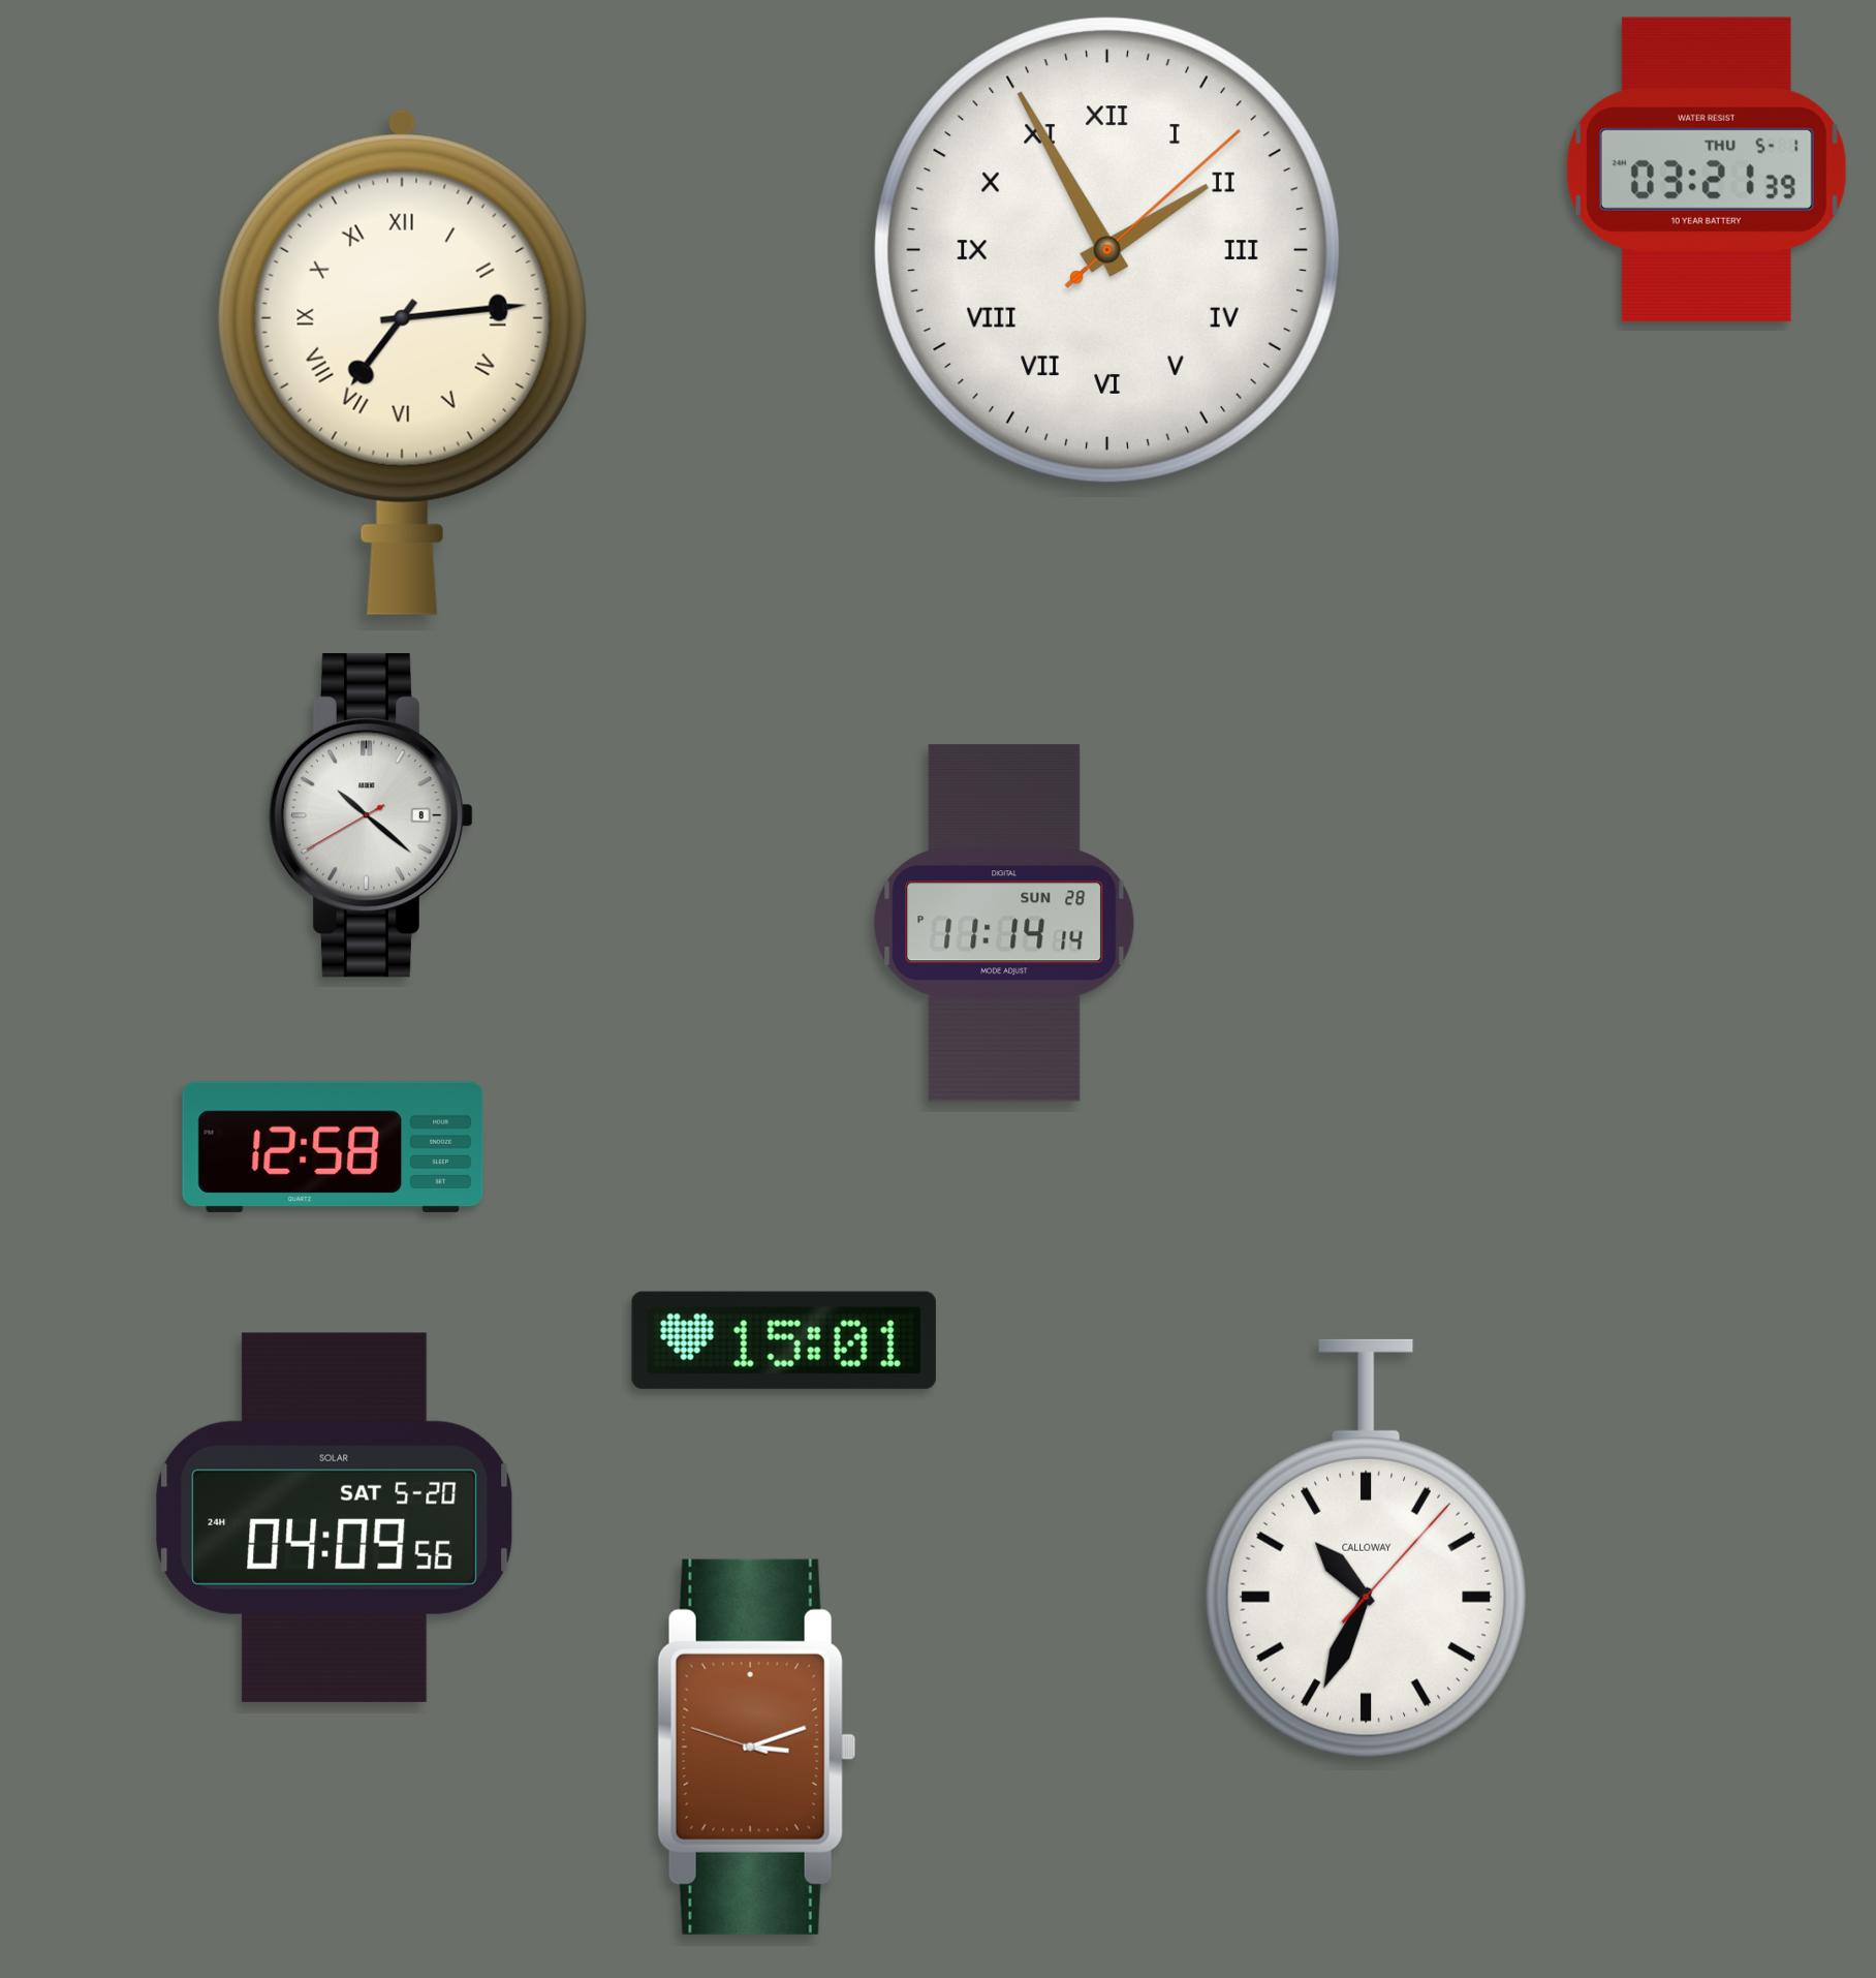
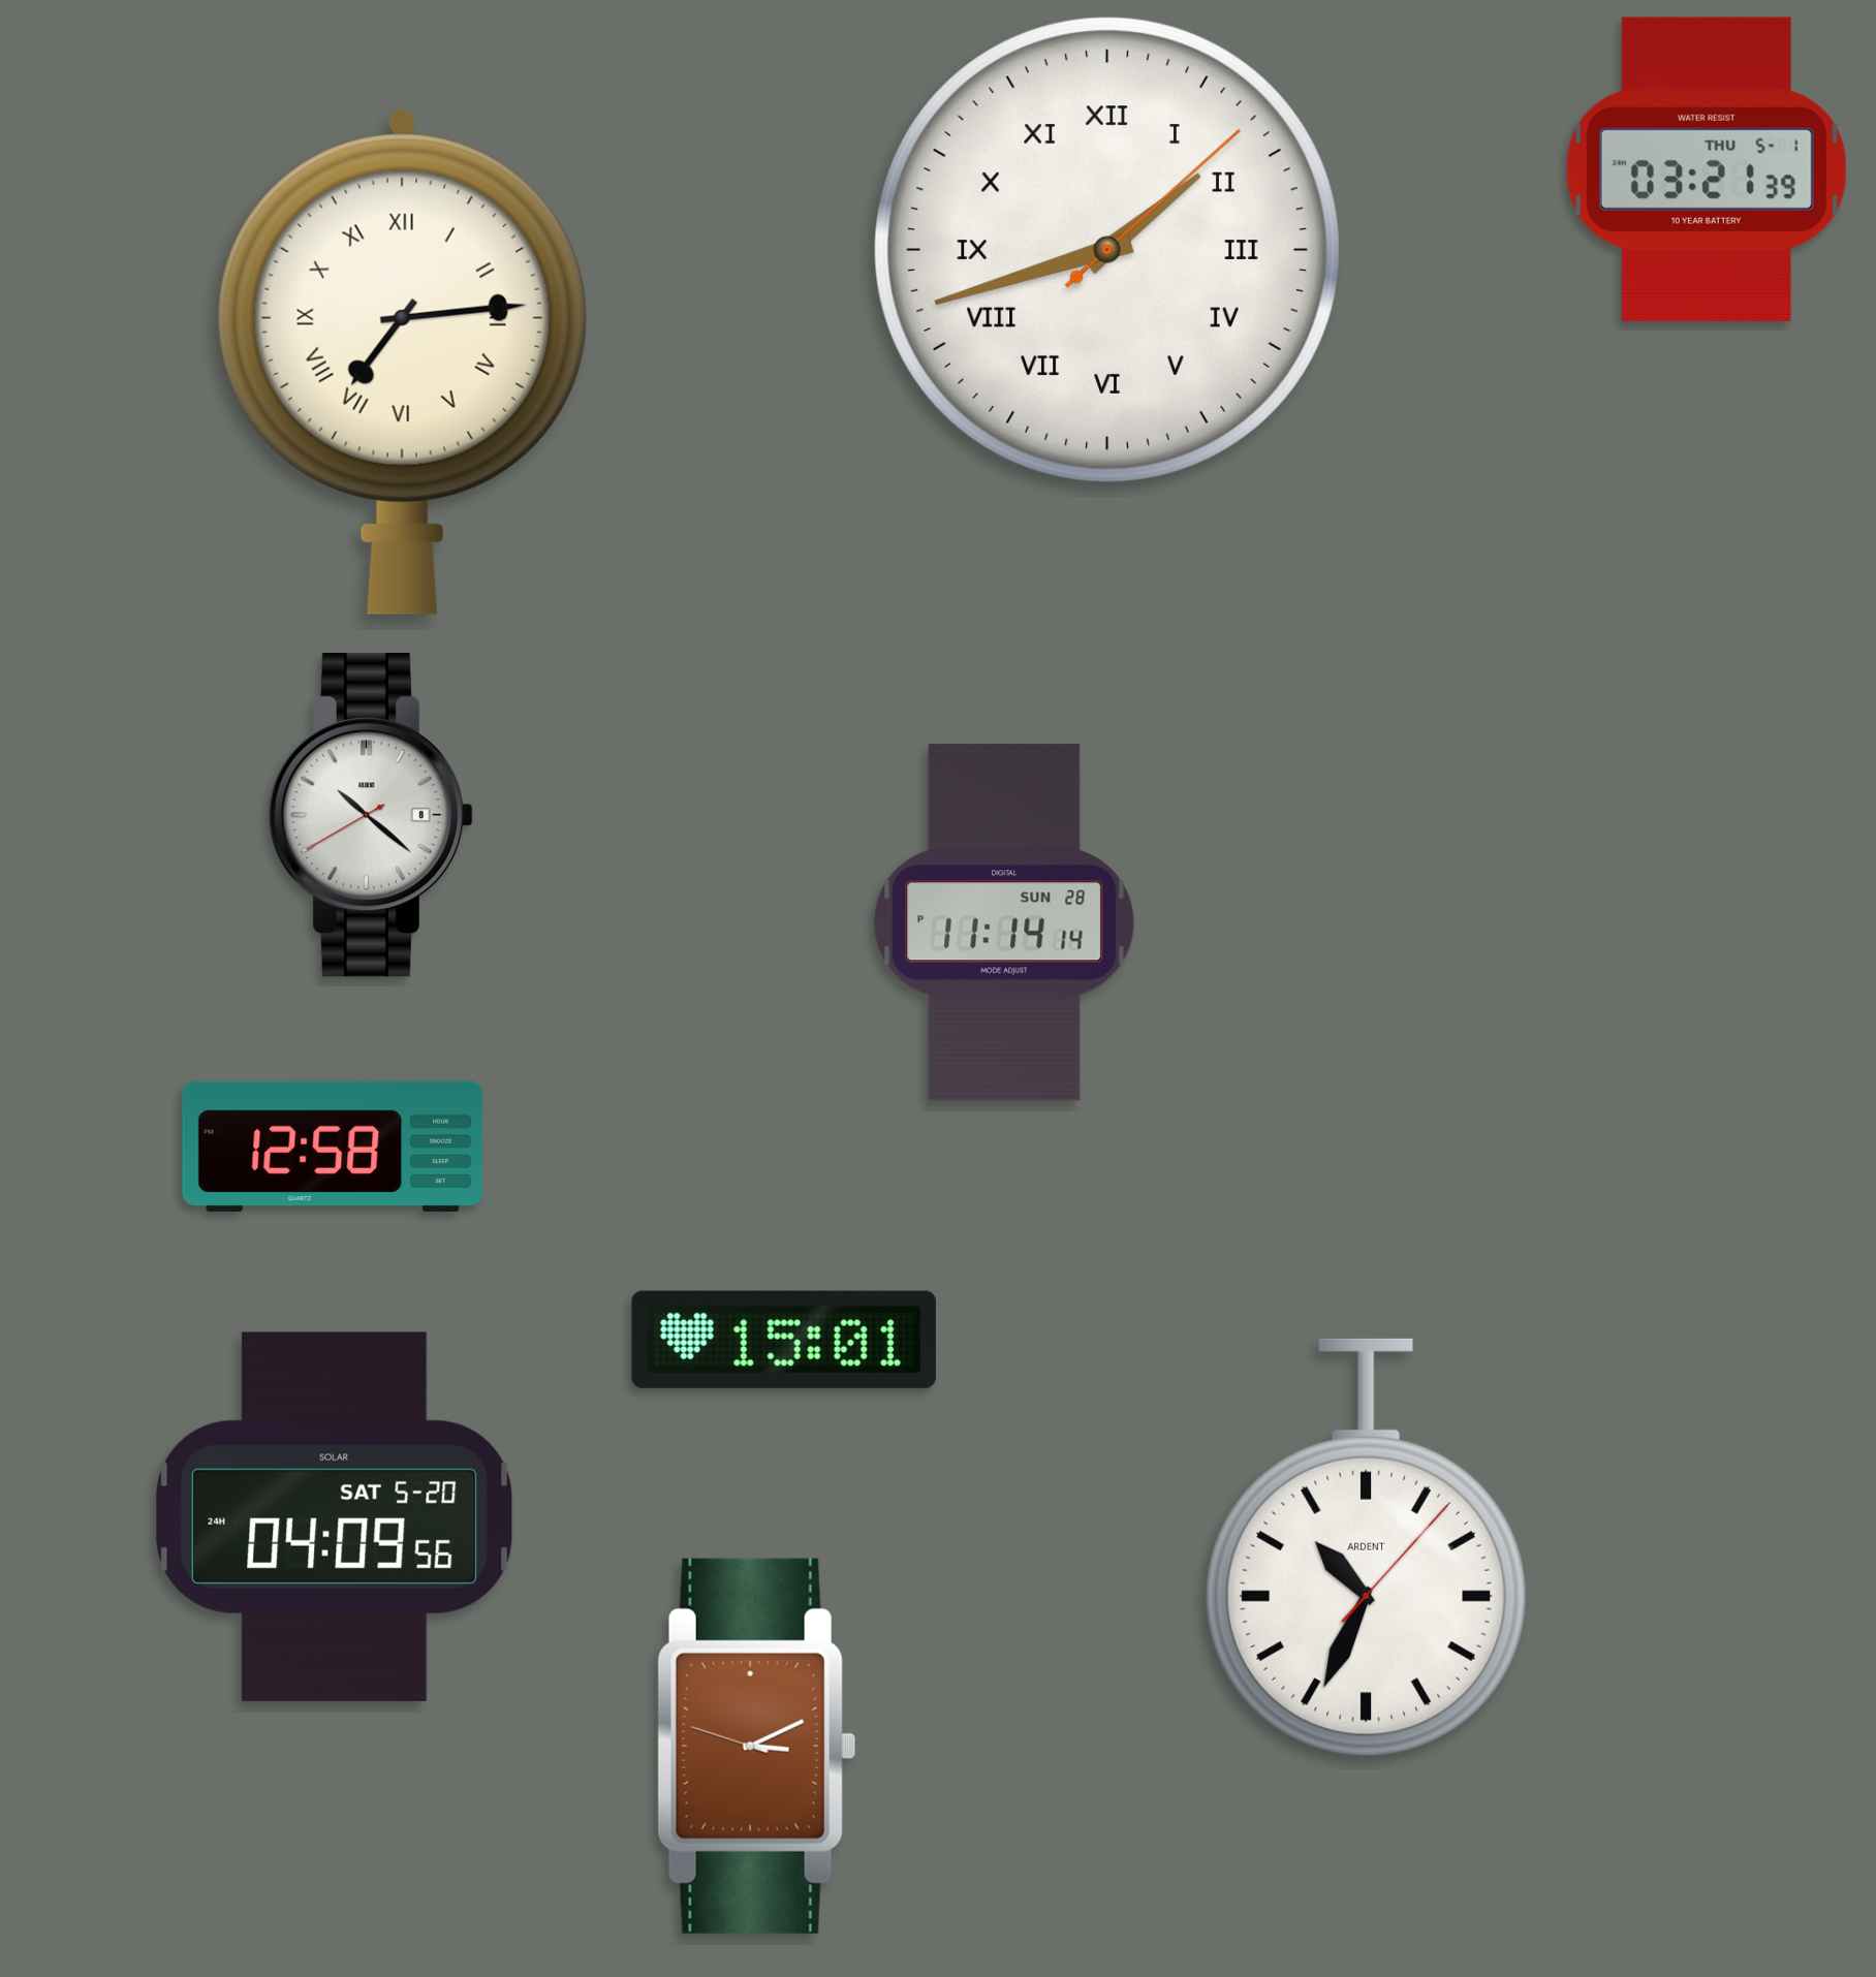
clock at (1107, 250): 1:55 -> 1:42
clock at (1366, 1548) brand: CALLOWAY -> ARDENT
clock at (756, 1747): 3:11 -> 3:10
